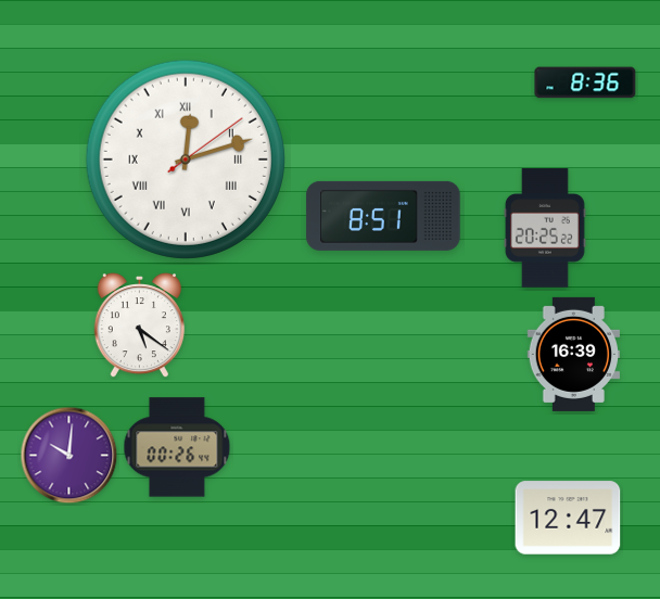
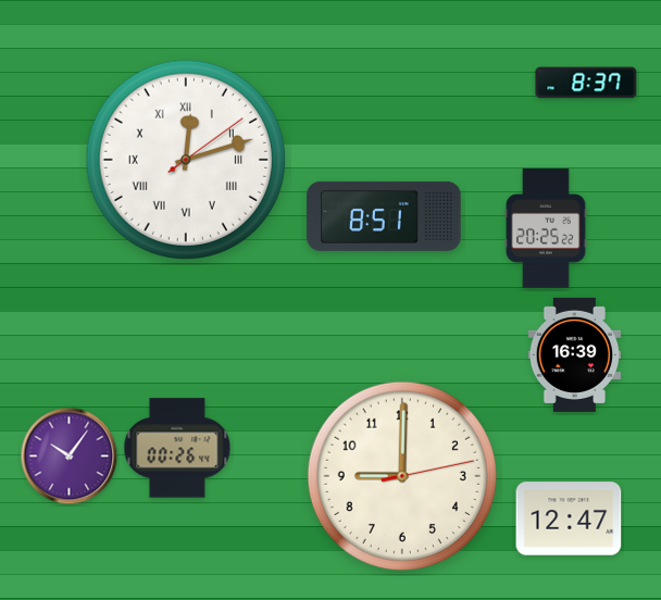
clock at (585, 82): 8:36 -> 8:37
clock at (139, 327): 5:21 -> none
clock at (69, 456): 10:01 -> 10:06
clock at (402, 476): none -> 9:00
